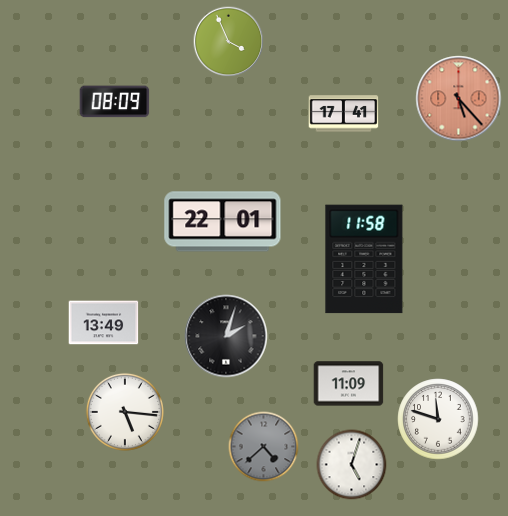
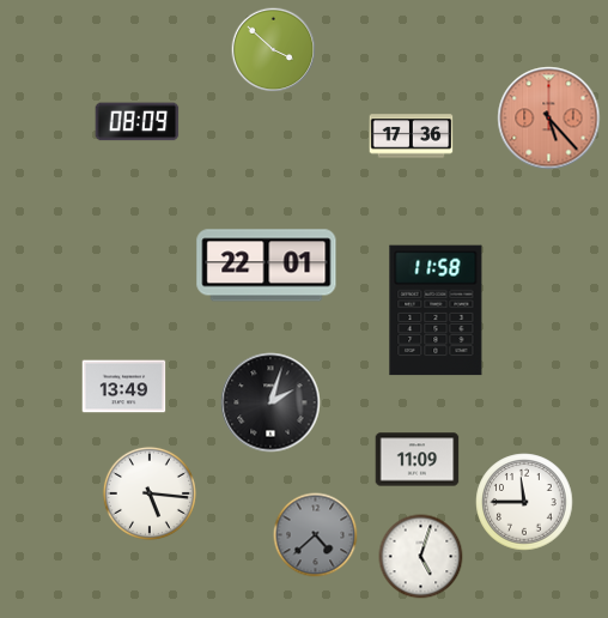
clock at (229, 42): 3:56 -> 3:52
clock at (344, 114): 17:41 -> 17:36
clock at (438, 419): 11:48 -> 11:45
